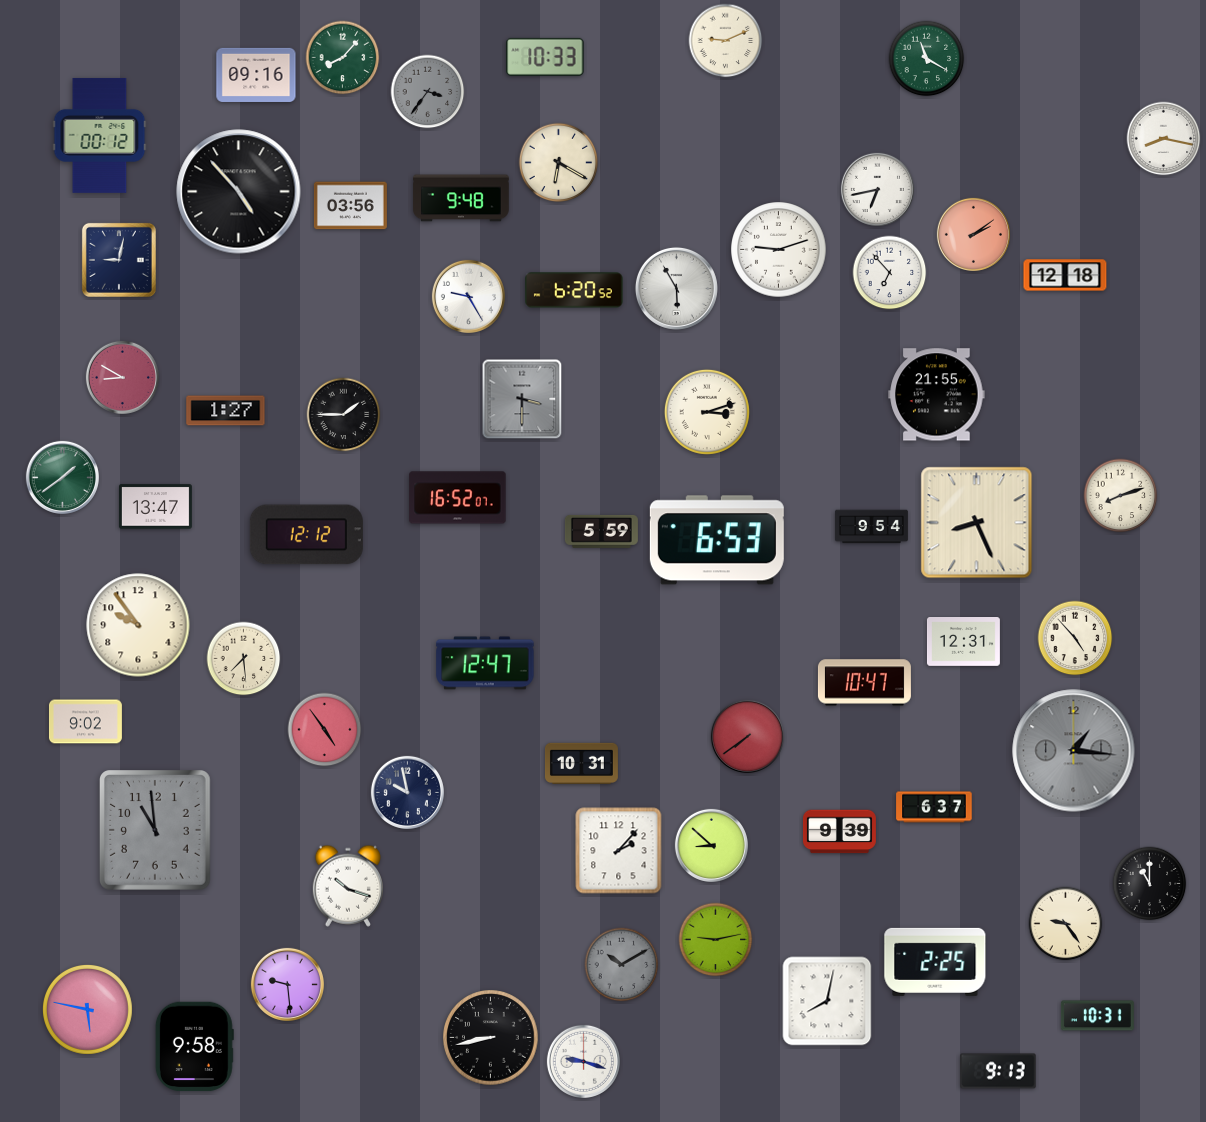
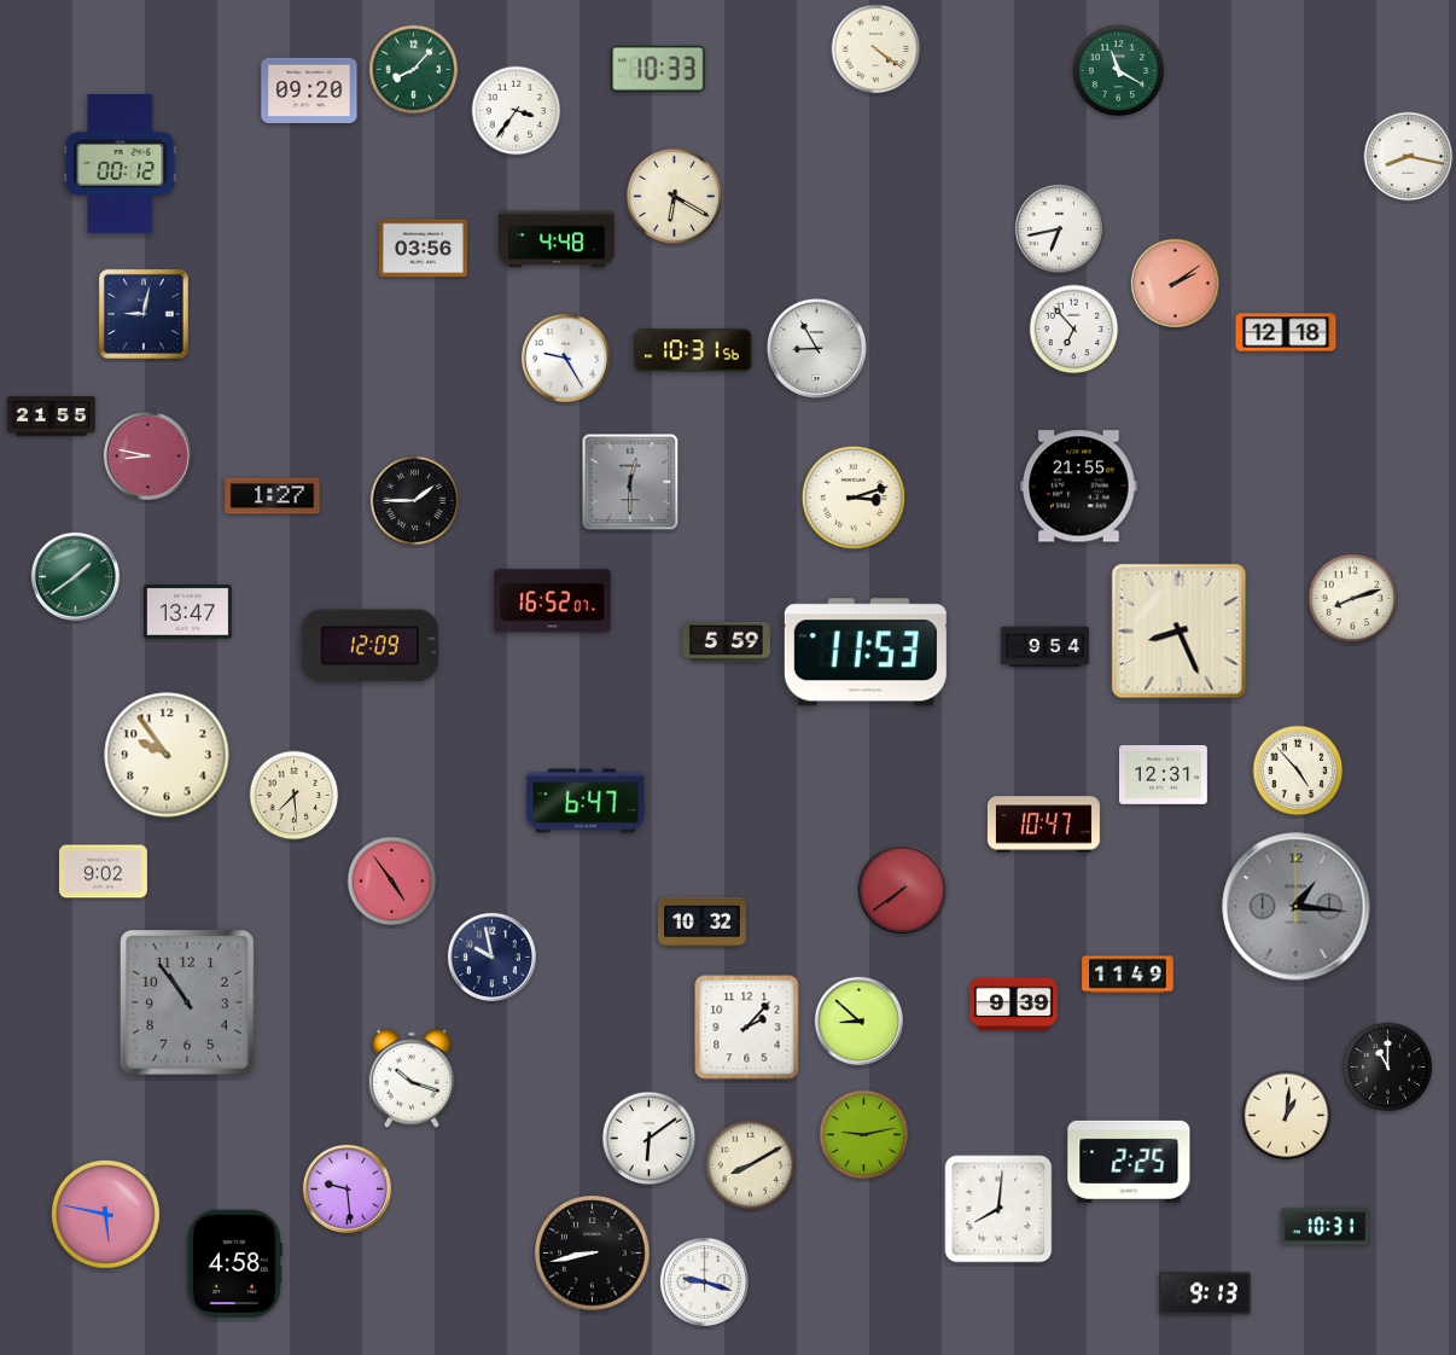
clock at (726, 41): 9:11 -> 4:21
clock at (256, 75): 09:16 -> 09:20
clock at (428, 92) dial: grey -> white
clock at (1164, 139) position: (1164, 139) -> (1409, 157)
clock at (239, 192): 4:53 -> none
clock at (461, 198): 9:48 -> 4:48
clock at (779, 250): 9:12 -> none
clock at (676, 288): 5:55 -> 8:55
clock at (574, 290): 6:20 -> 10:31
clock at (51, 417): none -> 21:55
clock at (122, 377): 8:50 -> 8:47
clock at (937, 395) position: (937, 395) -> (1079, 487)
clock at (522, 399): 3:30 -> 12:30
clock at (871, 527) position: (871, 527) -> (1044, 647)
clock at (306, 535): 12:12 -> 12:09
clock at (717, 540): 6:53 -> 11:53
clock at (485, 663): 12:47 -> 6:47
clock at (581, 763): 10:31 -> 10:32
clock at (934, 807): 6:37 -> 11:49
clock at (156, 831): 10:59 -> 10:54
clock at (348, 886) position: (348, 886) -> (412, 1078)
clock at (1066, 924): 9:24 -> 1:01
clock at (650, 1139): none -> 6:09
clock at (622, 965): 10:10 -> 8:10
clock at (622, 965) dial: grey -> cream
clock at (827, 1001): 8:02 -> 8:01
clock at (87, 1009) position: (87, 1009) -> (105, 1214)
clock at (194, 1047): 9:58 -> 4:58
